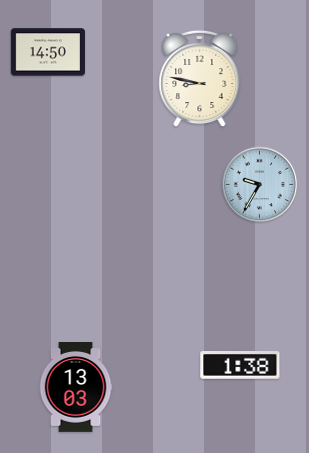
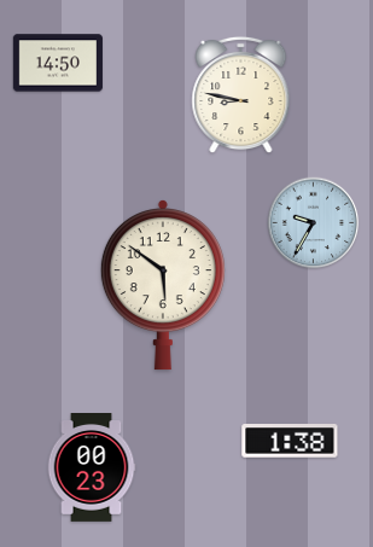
clock at (163, 285): none -> 5:51
clock at (76, 388): 13:03 -> 00:23
